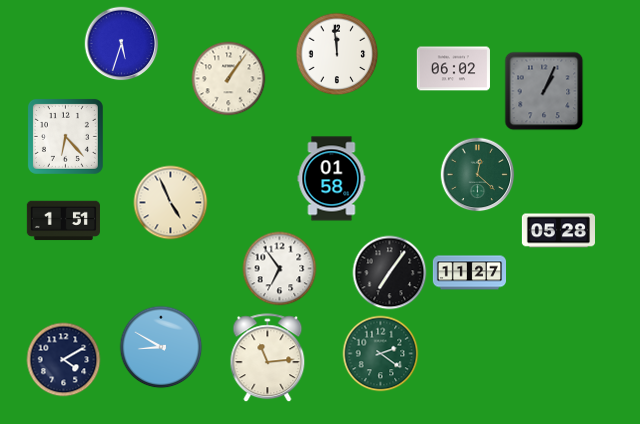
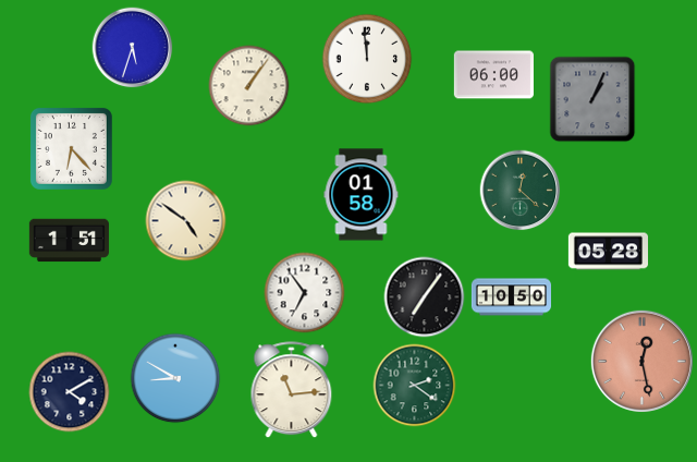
clock at (453, 69): 06:02 -> 06:00
clock at (171, 203): 4:56 -> 4:51
clock at (469, 273): 11:27 -> 10:50
clock at (641, 361): none -> 12:28
